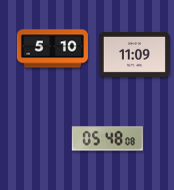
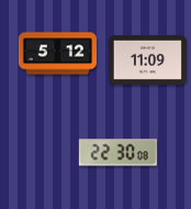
clock at (52, 49): 5:10 -> 5:12
clock at (107, 139): 05:48 -> 22:30
